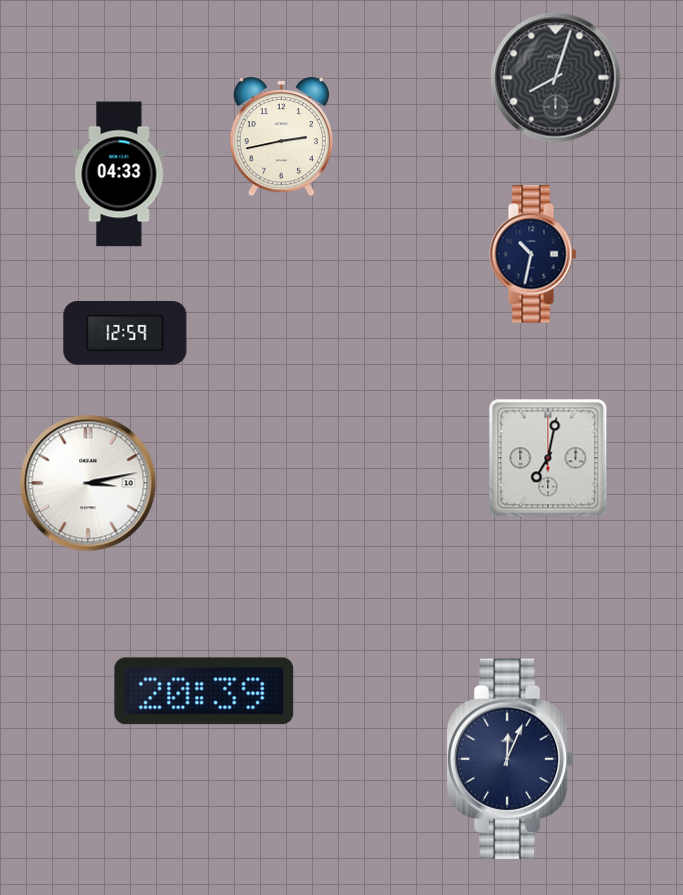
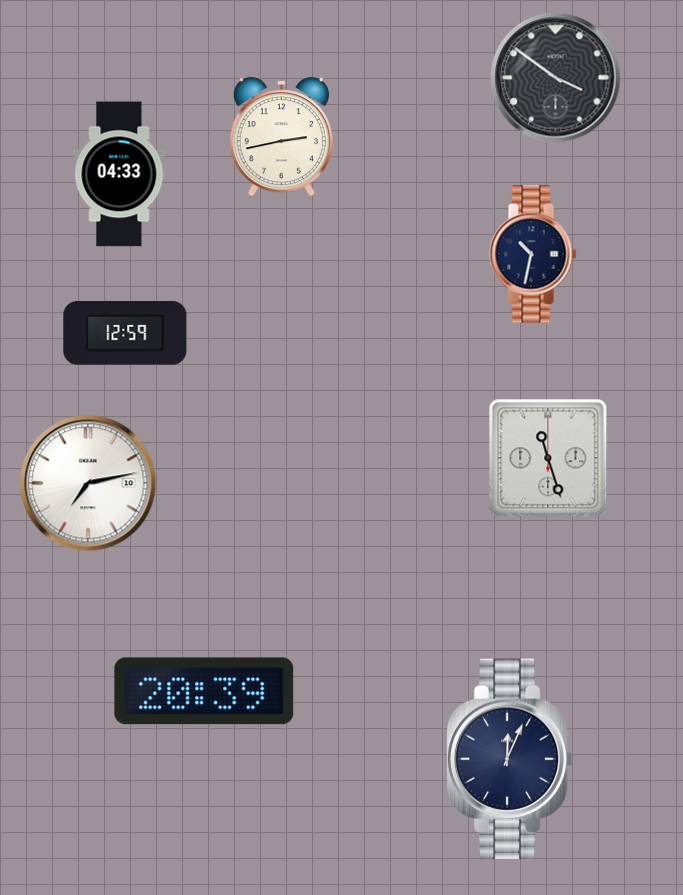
clock at (556, 78): 8:03 -> 3:51
clock at (548, 458): 7:02 -> 11:27
clock at (88, 483): 3:13 -> 7:13
